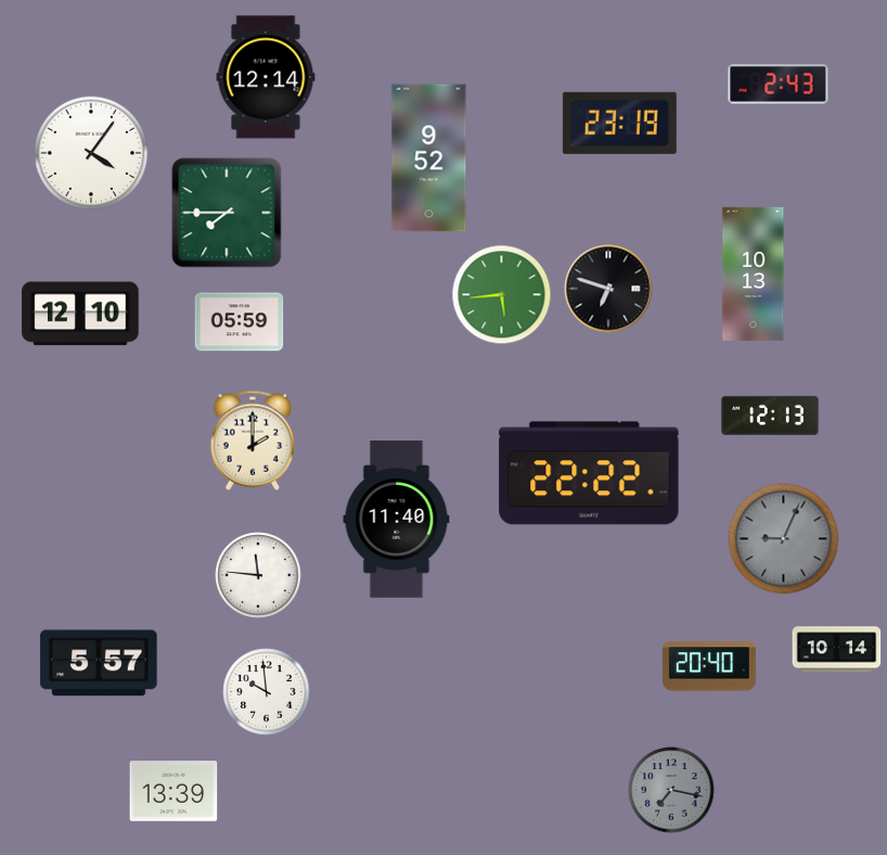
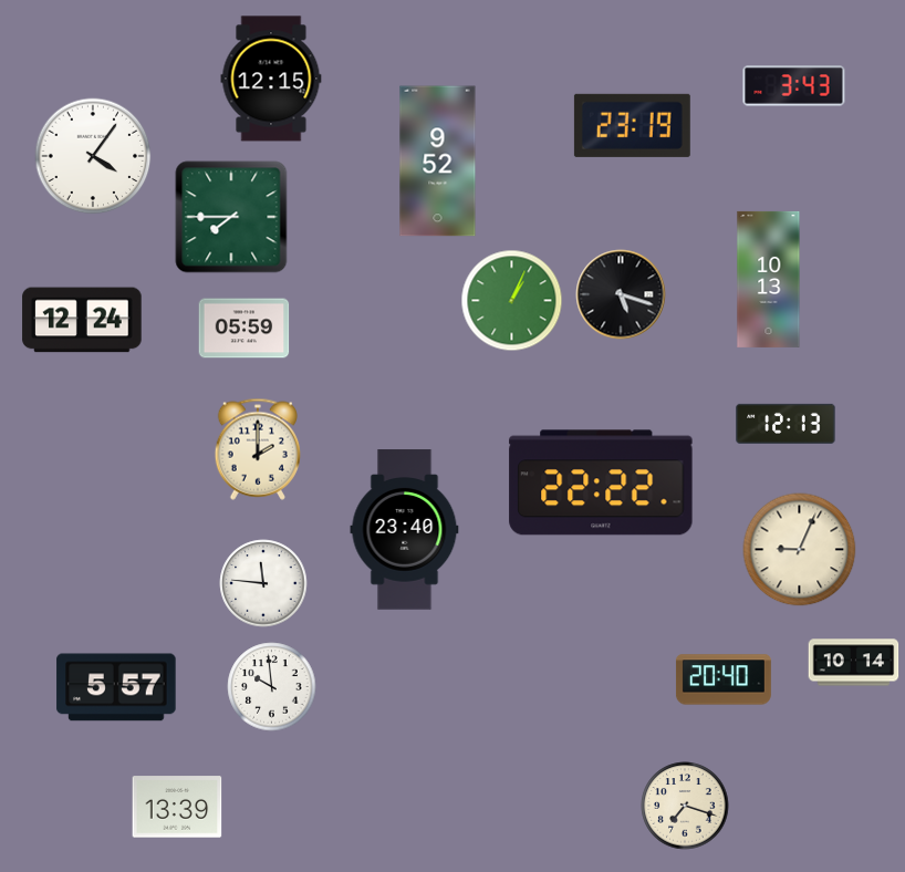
clock at (266, 77): 12:14 -> 12:15
clock at (779, 85): 2:43 -> 3:43
clock at (608, 289): 6:48 -> 5:18
clock at (502, 295): 5:44 -> 1:04
clock at (80, 314): 12:10 -> 12:24
clock at (397, 520): 11:40 -> 23:40
clock at (784, 539) dial: grey -> cream
clock at (258, 575) position: (258, 575) -> (263, 583)
clock at (99, 663) position: (99, 663) -> (116, 687)
clock at (267, 692) position: (267, 692) -> (272, 687)
clock at (671, 790): 7:17 -> 7:18
clock at (671, 790) dial: grey -> cream
